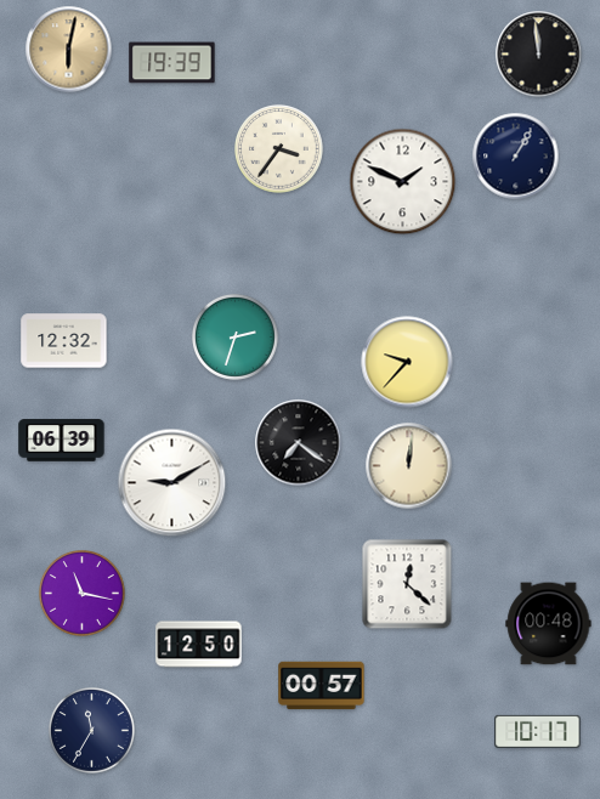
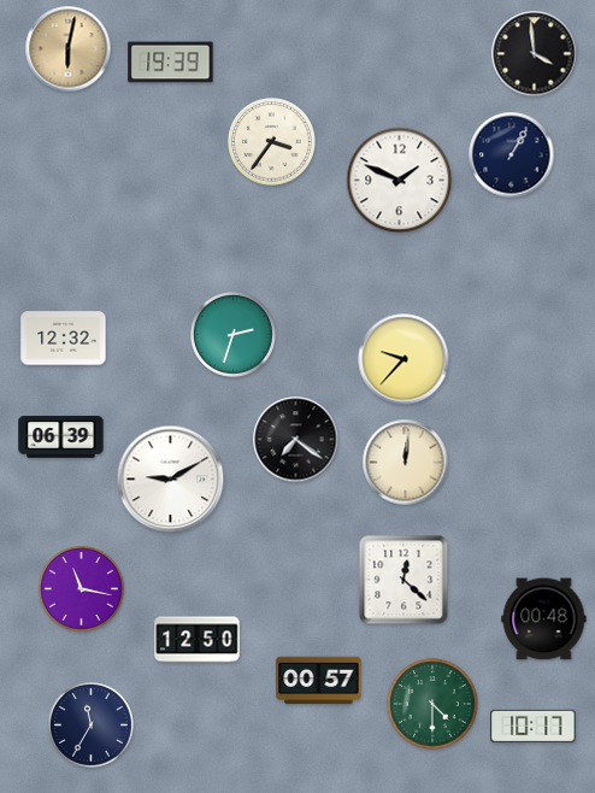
clock at (539, 55): 11:59 -> 3:59
clock at (279, 149) position: (279, 149) -> (272, 142)
clock at (432, 704): none -> 4:30
